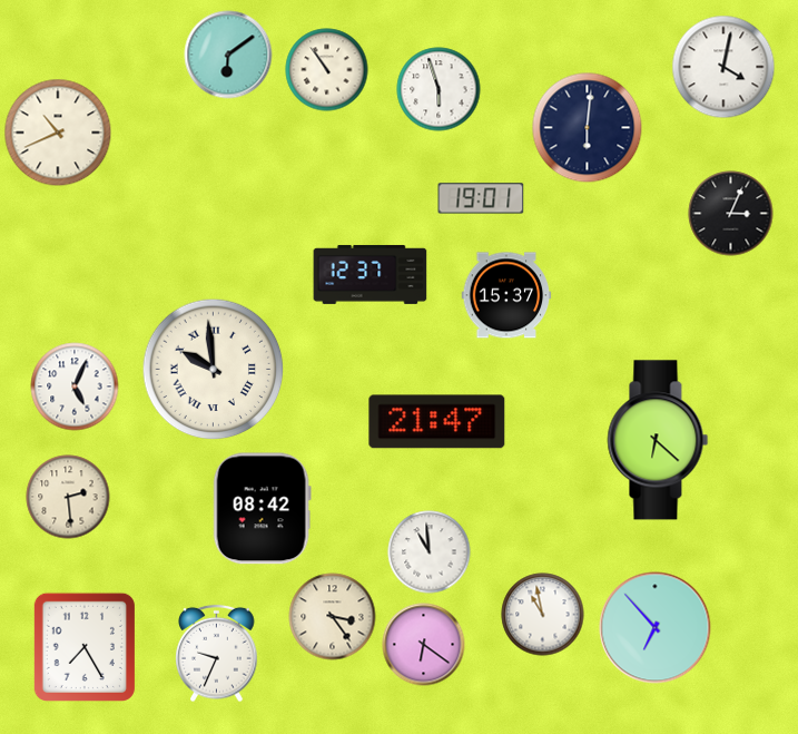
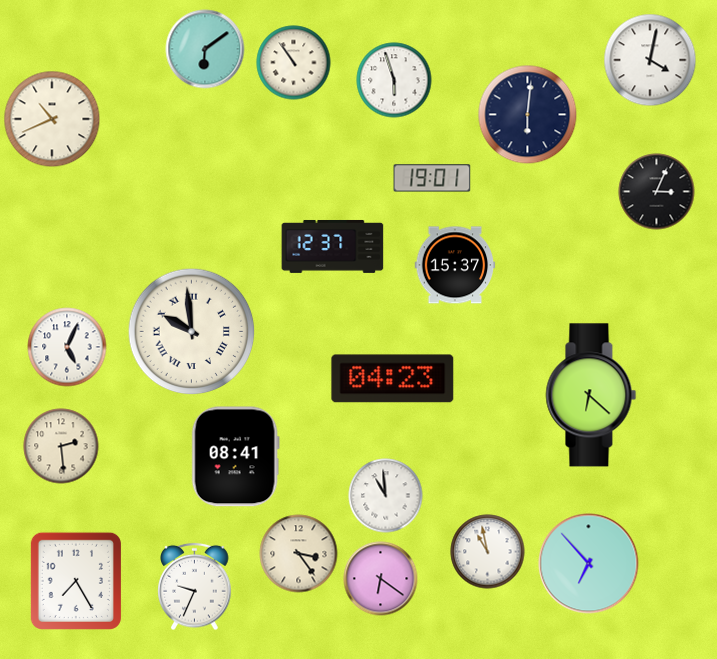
clock at (437, 422): 21:47 -> 04:23
clock at (262, 509): 08:42 -> 08:41
